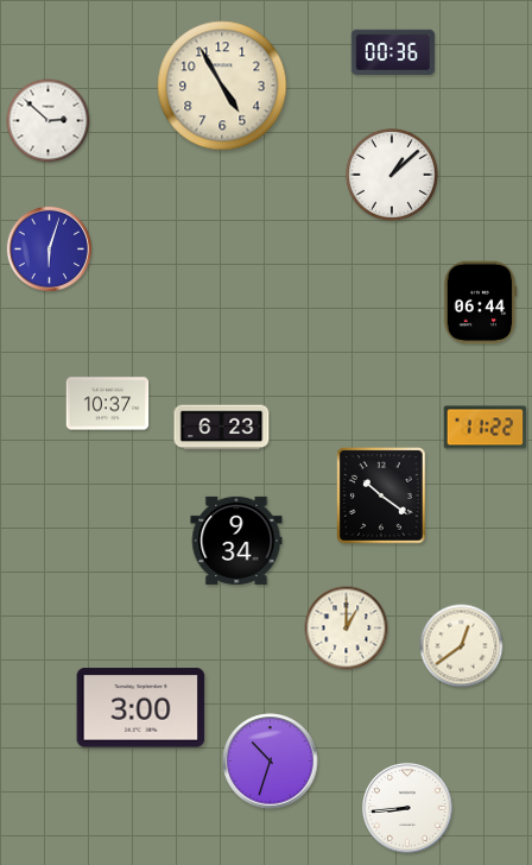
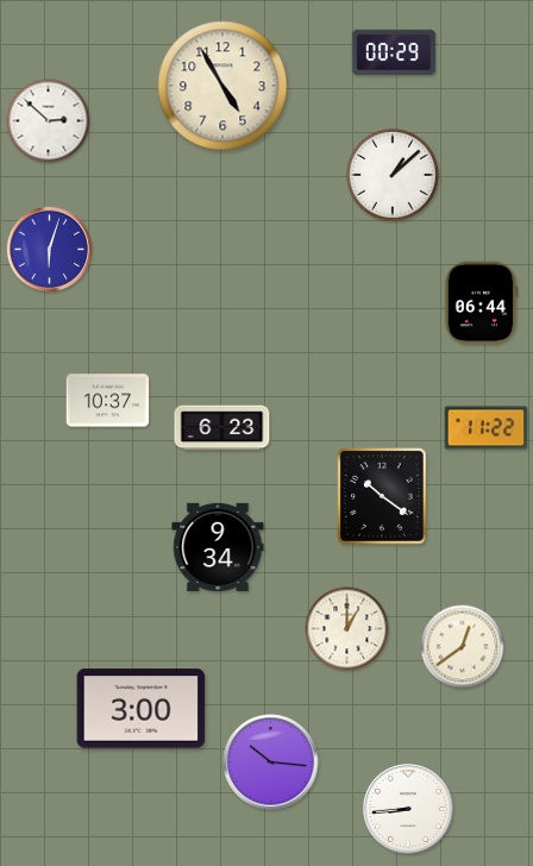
clock at (393, 52): 00:36 -> 00:29
clock at (108, 404) position: (108, 404) -> (108, 401)
clock at (236, 541) position: (236, 541) -> (218, 547)
clock at (271, 762): 10:33 -> 10:16
